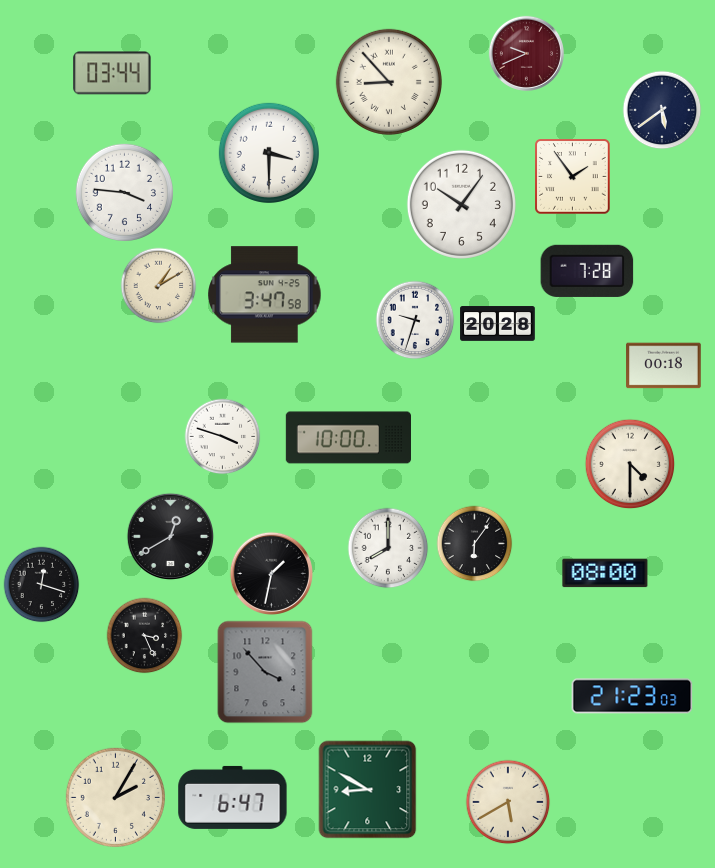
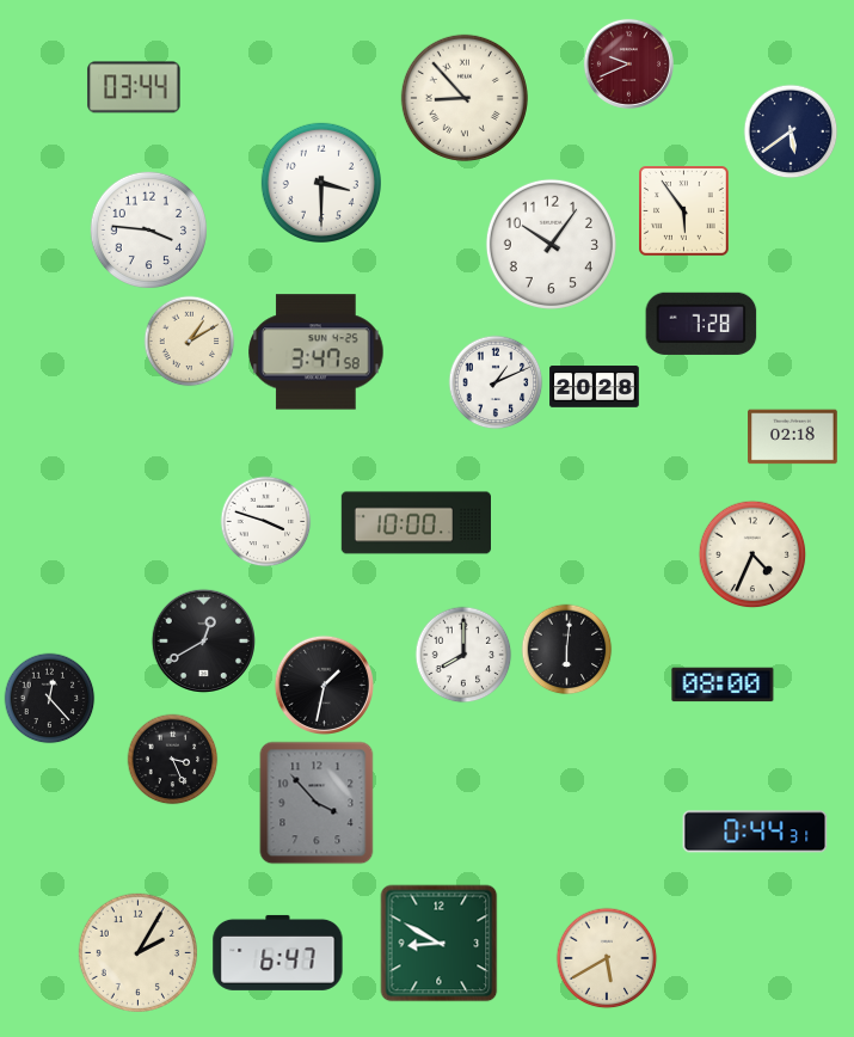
clock at (573, 177): 1:54 -> 5:54
clock at (415, 320): 9:33 -> 1:11
clock at (664, 366): 00:18 -> 02:18
clock at (630, 464): 4:30 -> 4:34
clock at (475, 544): 6:06 -> 6:01
clock at (42, 585): 12:18 -> 12:23
clock at (632, 696): 21:23 -> 0:44
